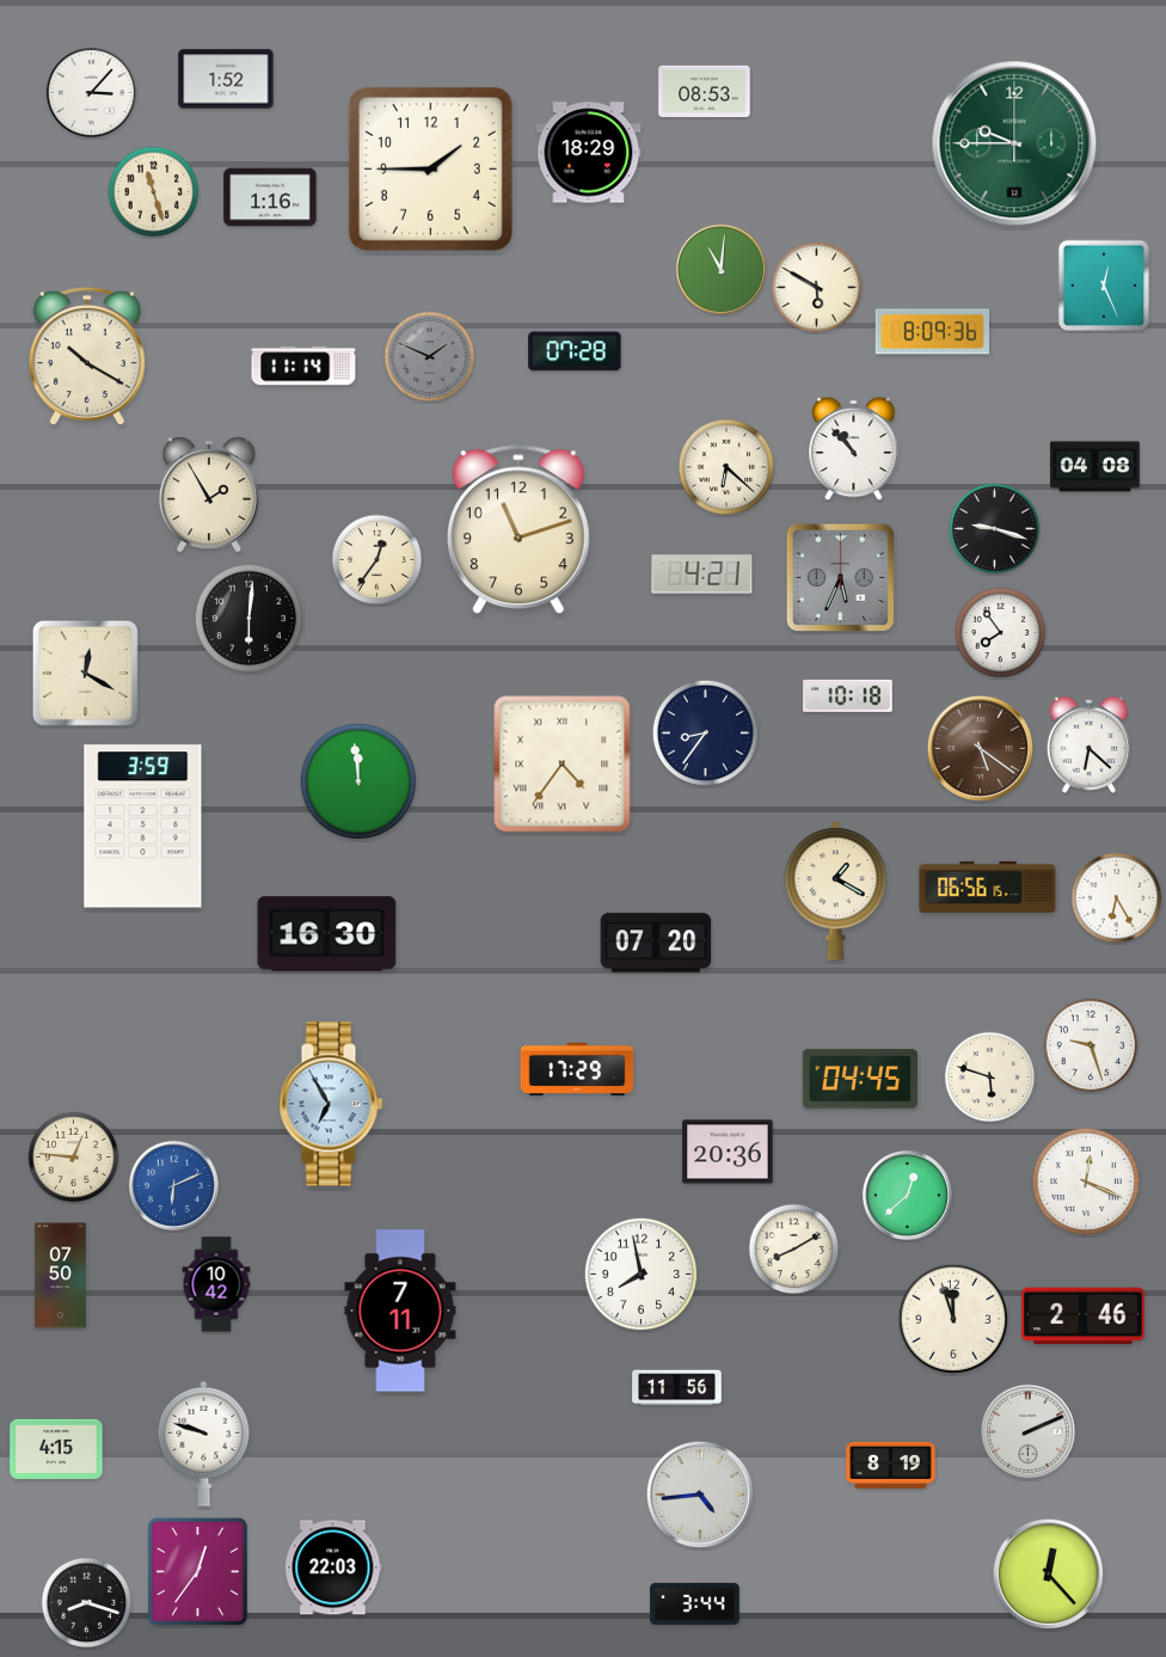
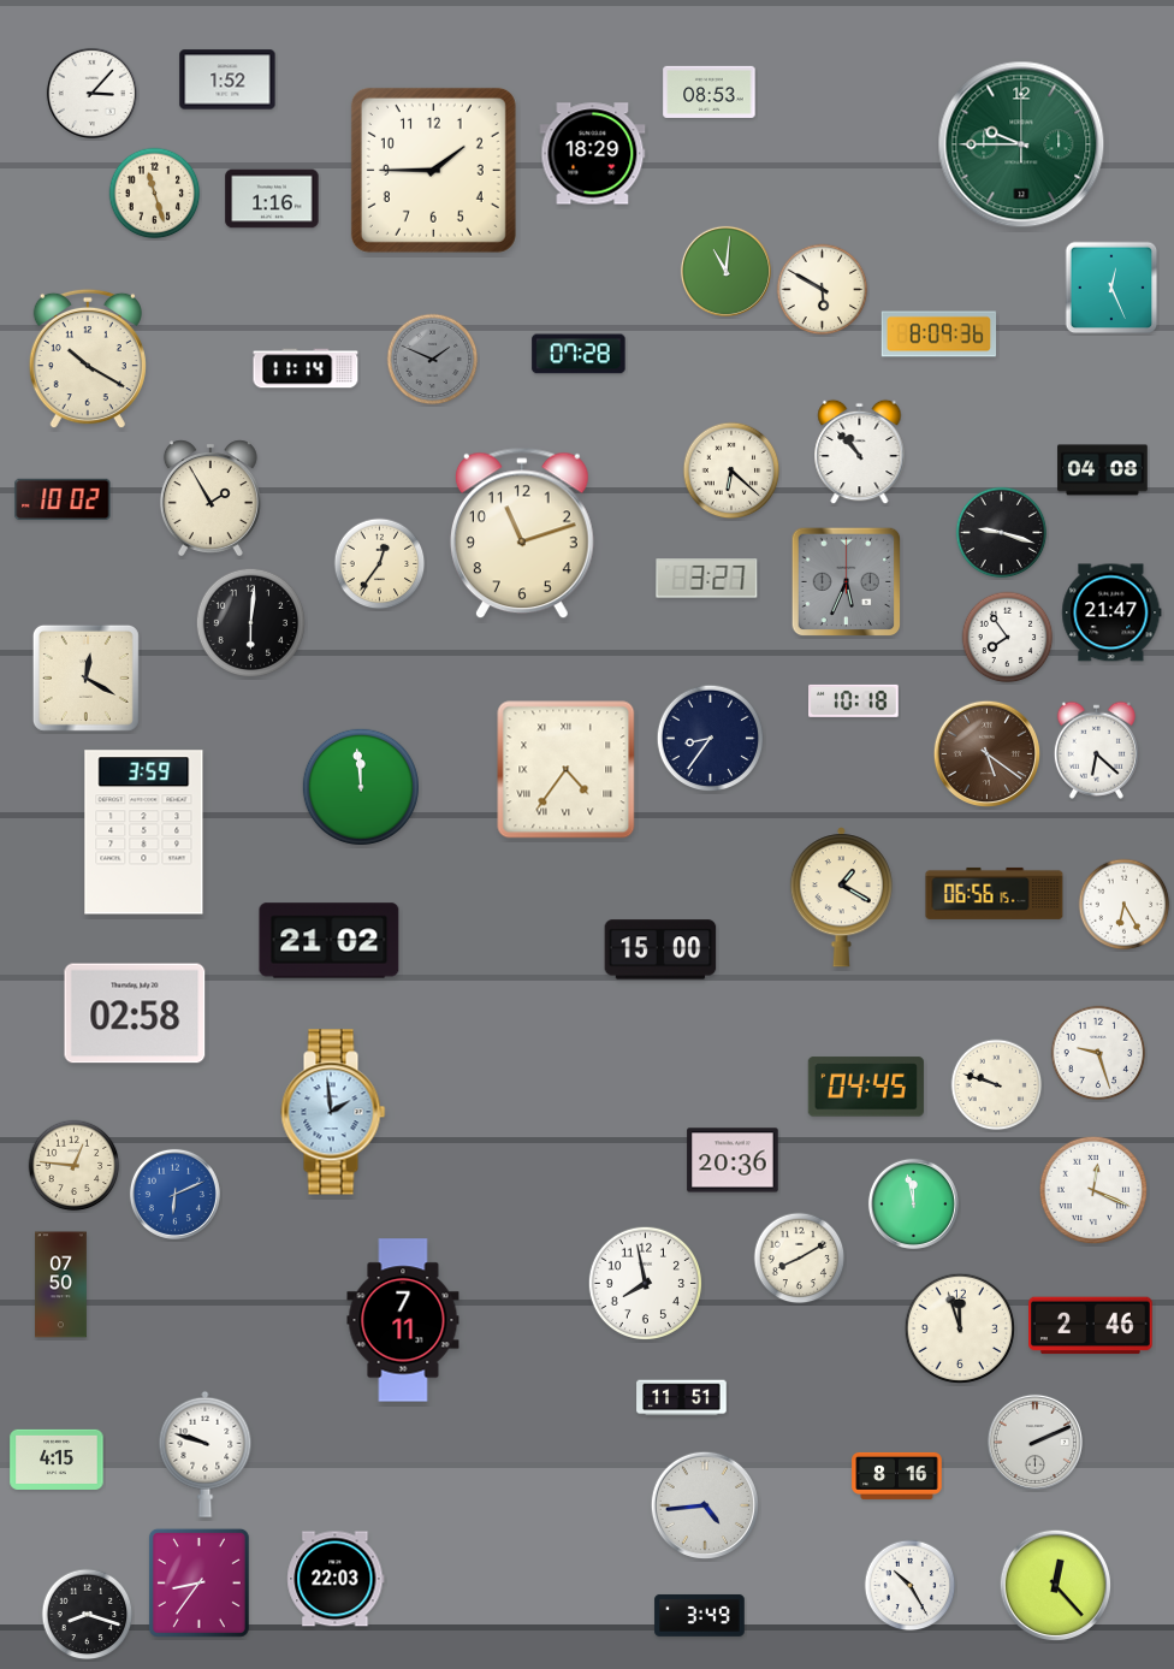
clock at (63, 499): none -> 10:02
clock at (702, 575): 4:21 -> 3:27
clock at (1111, 612): none -> 21:47
clock at (327, 934): 16:30 -> 21:02
clock at (656, 943): 07:20 -> 15:00
clock at (135, 1013): none -> 02:58
clock at (577, 1069): 17:29 -> none
clock at (990, 1078): 5:48 -> 9:48
clock at (331, 1104): 6:55 -> 1:59
clock at (907, 1195): 12:38 -> 11:58
clock at (216, 1284): 10:42 -> none
clock at (677, 1388): 11:56 -> 11:51
clock at (891, 1465): 8:19 -> 8:16
clock at (197, 1571): 12:36 -> 8:36
clock at (911, 1586): none -> 10:25
clock at (695, 1603): 3:44 -> 3:49
